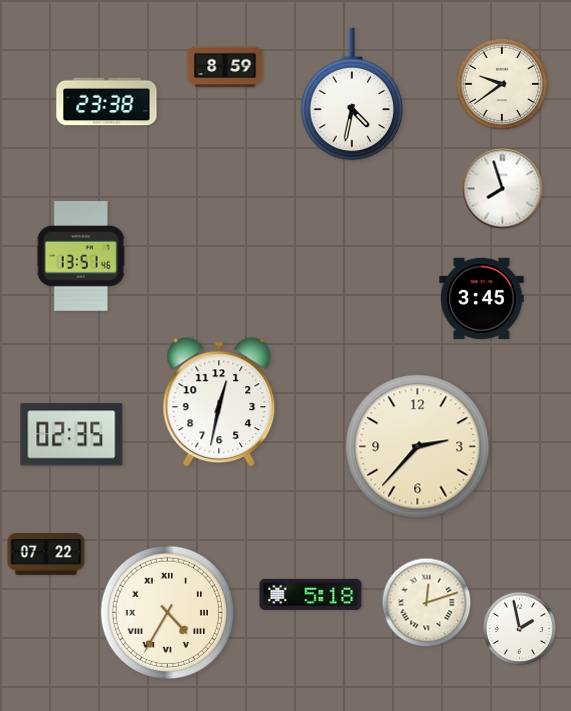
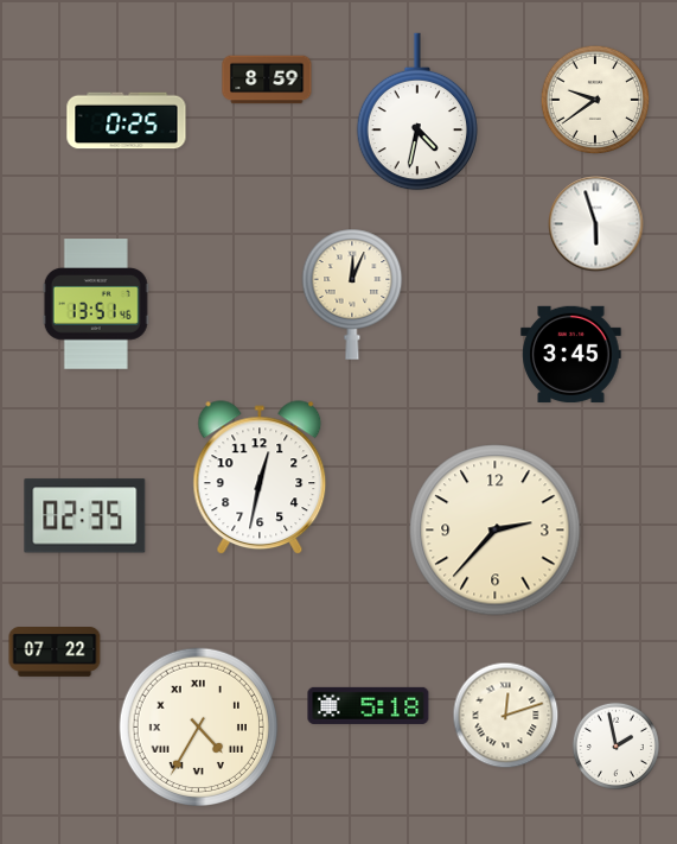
clock at (107, 102): 23:38 -> 0:25
clock at (503, 189): 7:57 -> 5:57
clock at (352, 294): none -> 12:04
clock at (46, 555) position: (46, 555) -> (55, 653)
